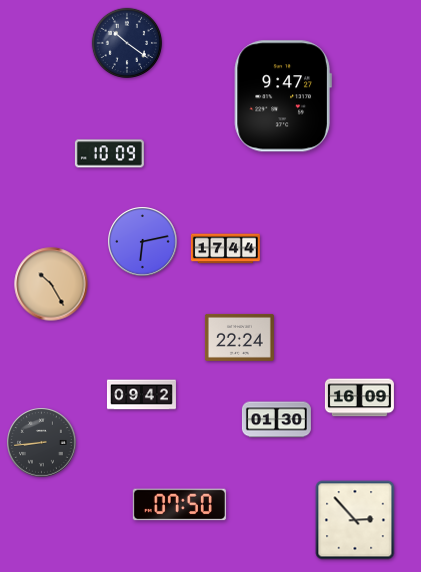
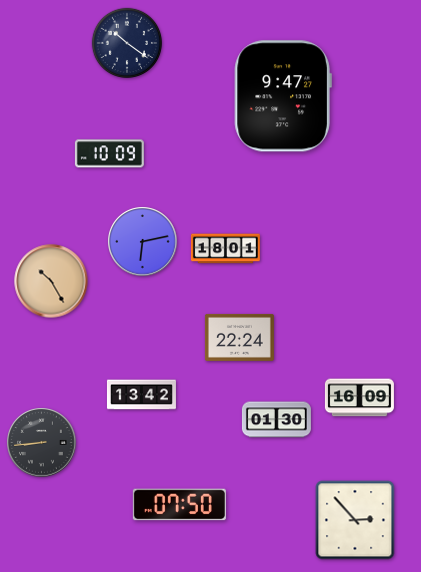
clock at (225, 249): 17:44 -> 18:01
clock at (51, 284) position: (51, 284) -> (51, 281)
clock at (141, 395): 09:42 -> 13:42
